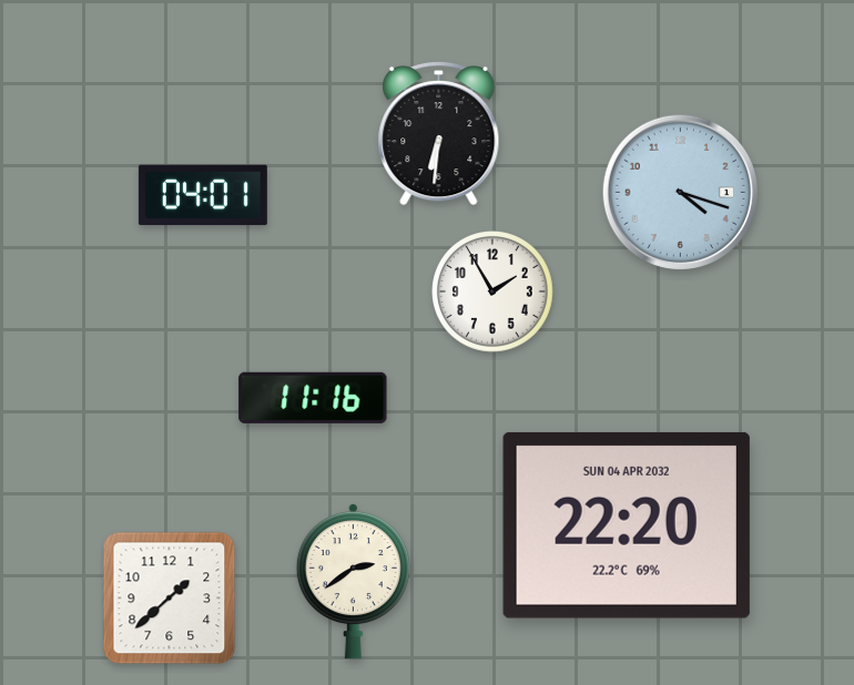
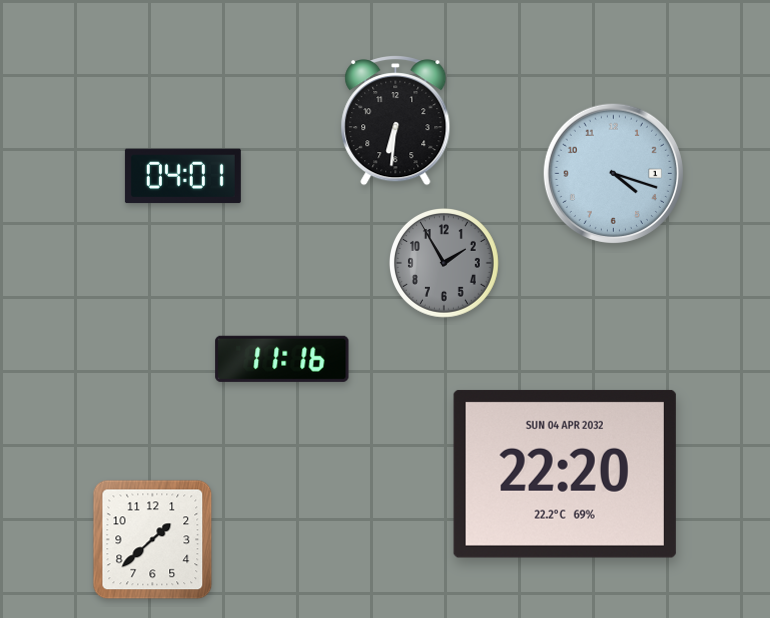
clock at (494, 293) dial: white -> grey
clock at (353, 581): 2:39 -> none
